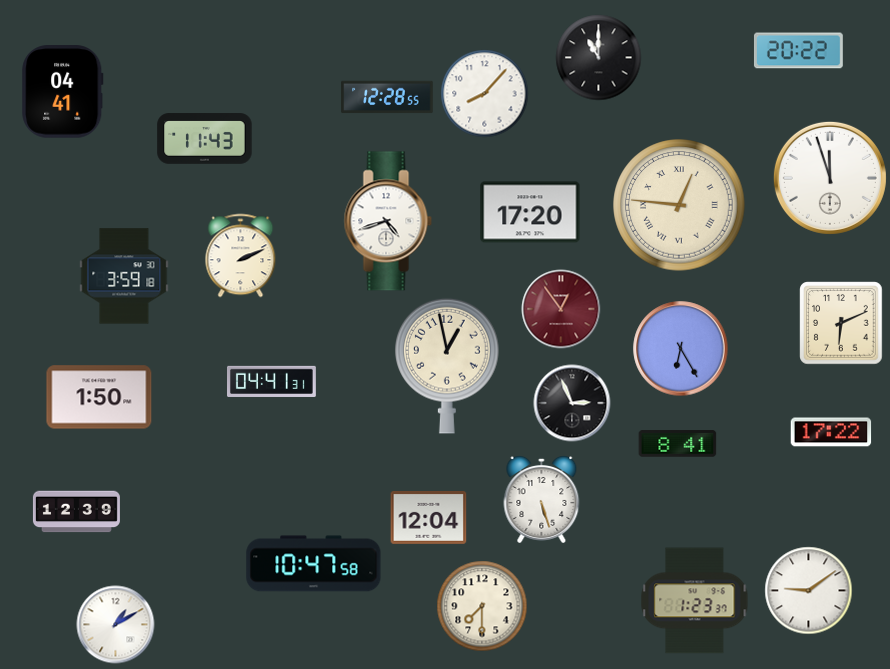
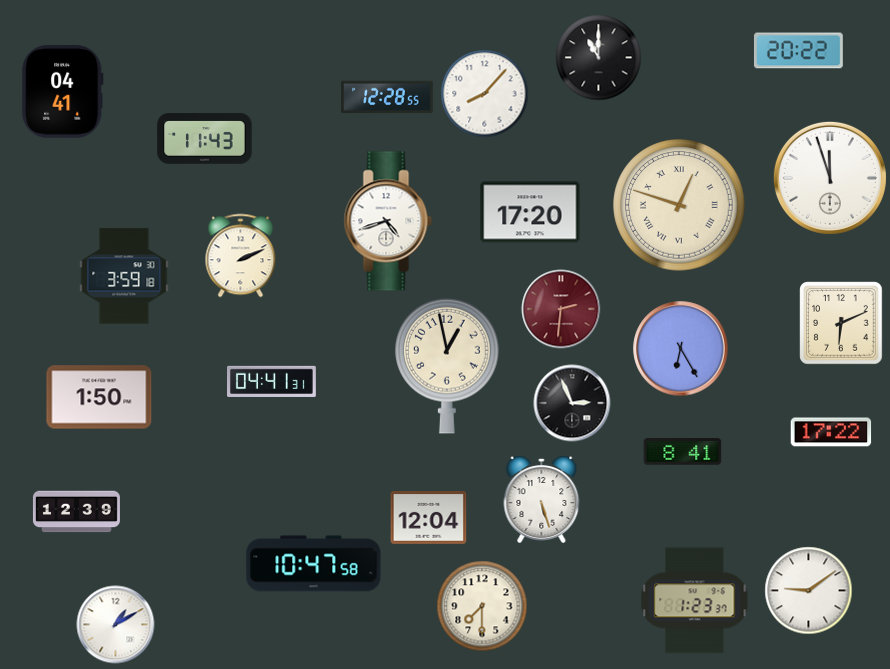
clock at (679, 205): 12:46 -> 12:48
clock at (561, 309): 12:54 -> 2:31
clock at (678, 444) position: (678, 444) -> (683, 452)
